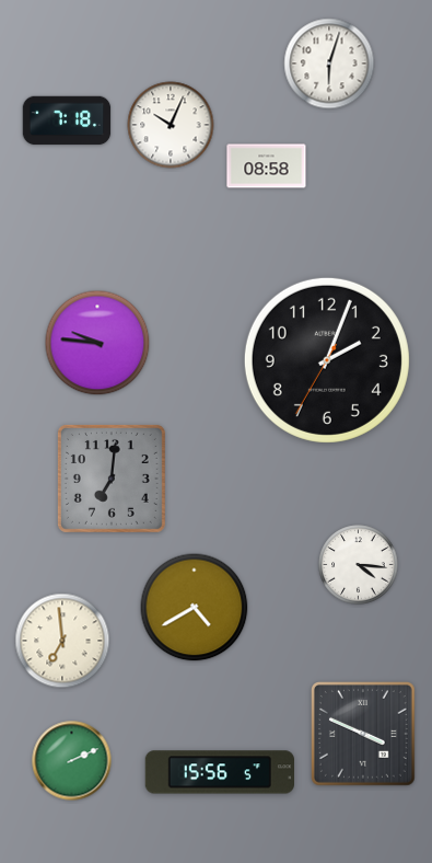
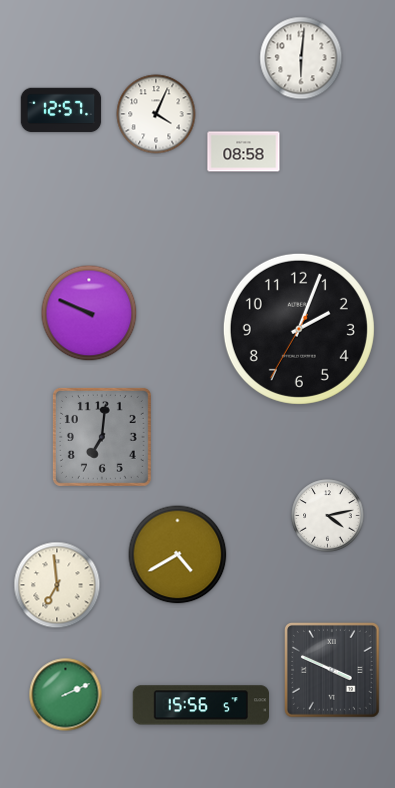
clock at (329, 64): 6:03 -> 6:01
clock at (67, 120): 7:18 -> 12:57
clock at (171, 125): 10:04 -> 4:04
clock at (97, 343): 9:46 -> 9:49
clock at (359, 565): 4:16 -> 4:13
